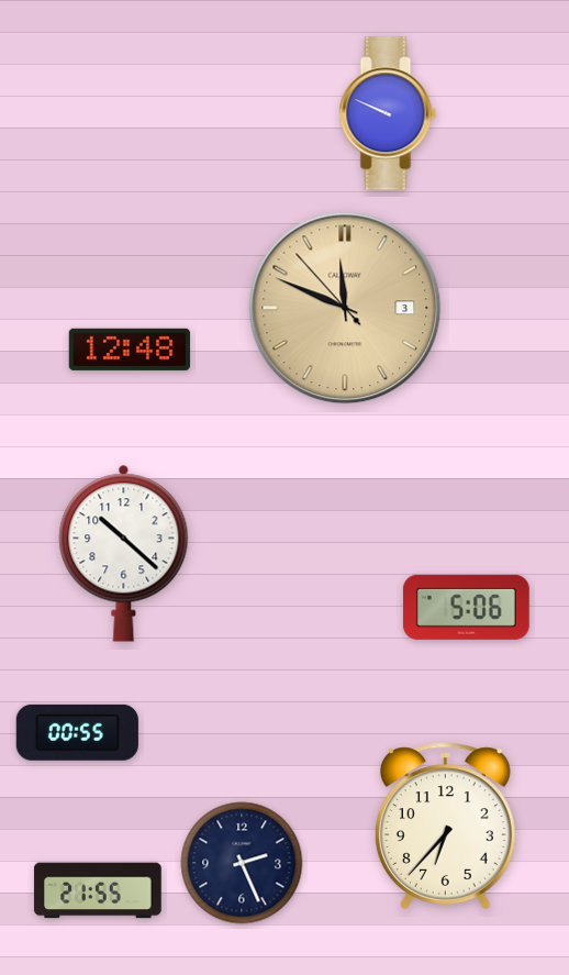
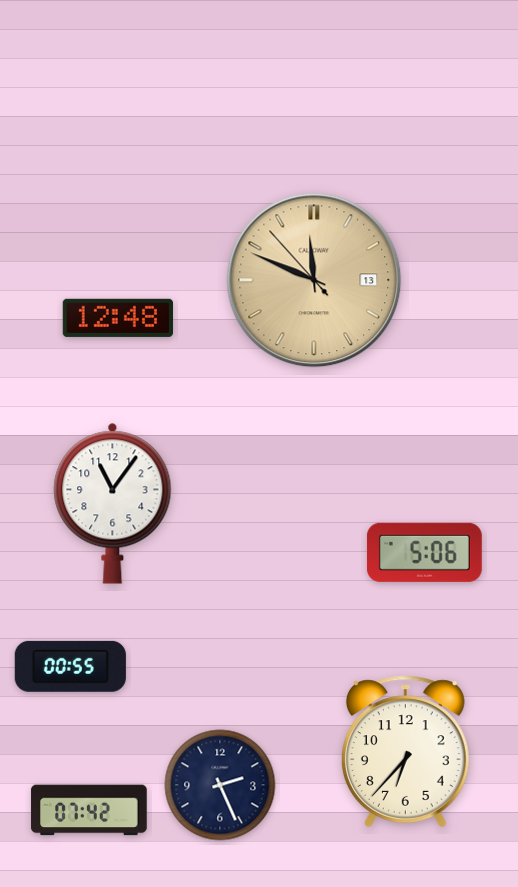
clock at (388, 113): 9:49 -> none
clock at (345, 308) date: 3 -> 13
clock at (124, 553): 10:22 -> 11:06
clock at (98, 890): 21:55 -> 07:42
